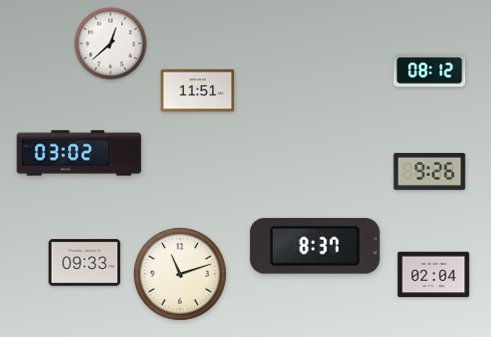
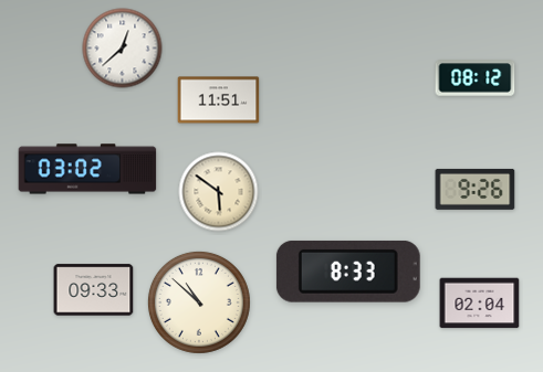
clock at (219, 192): none -> 5:51
clock at (315, 246): 8:37 -> 8:33
clock at (180, 274): 11:12 -> 10:52
